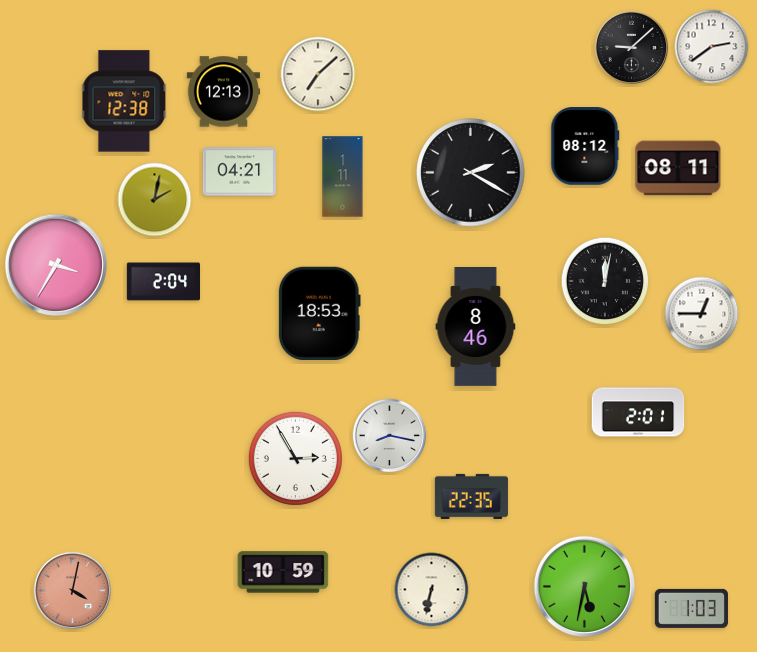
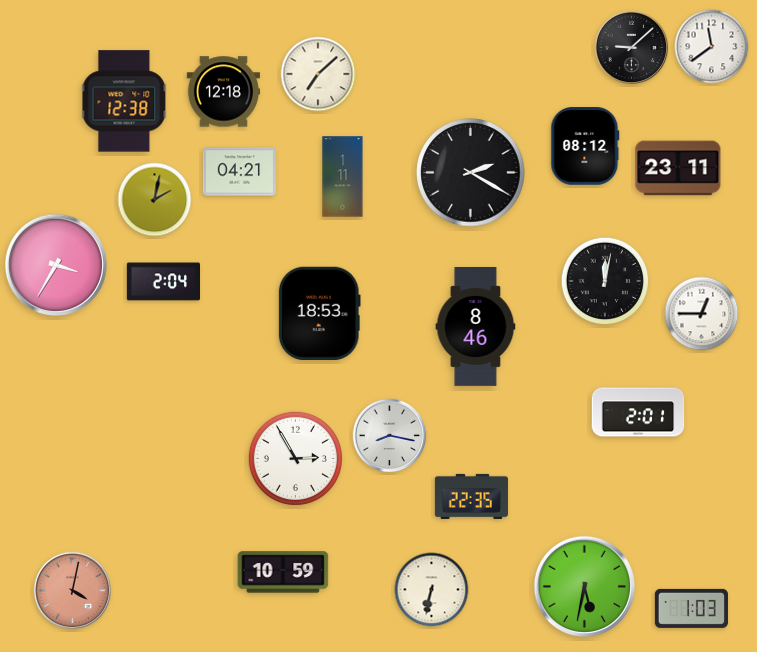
clock at (712, 47): 2:39 -> 11:39
clock at (223, 92): 12:13 -> 12:18
clock at (678, 168): 08:11 -> 23:11
